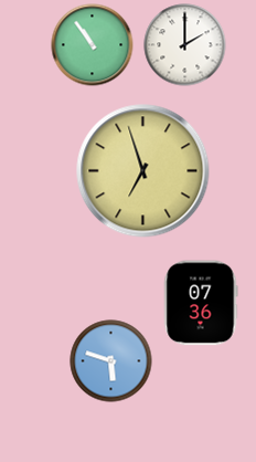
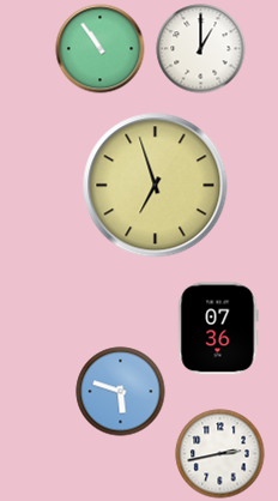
clock at (185, 45): 2:00 -> 1:00
clock at (220, 454): none -> 2:43
